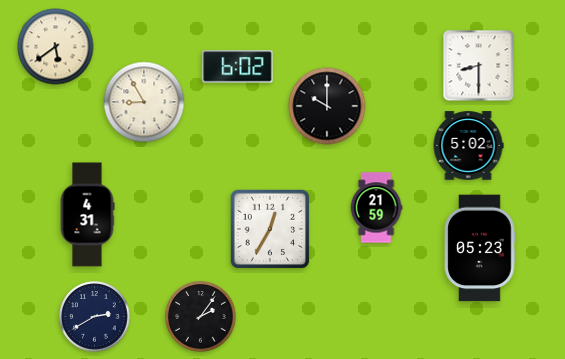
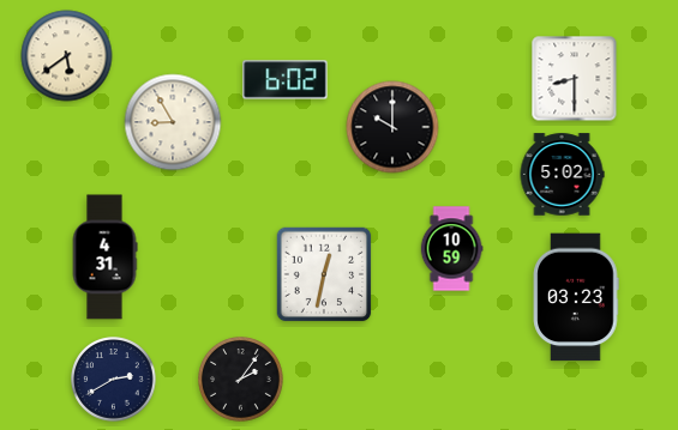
clock at (376, 208): 21:59 -> 10:59
clock at (270, 229): 12:35 -> 12:32
clock at (480, 248): 05:23 -> 03:23
